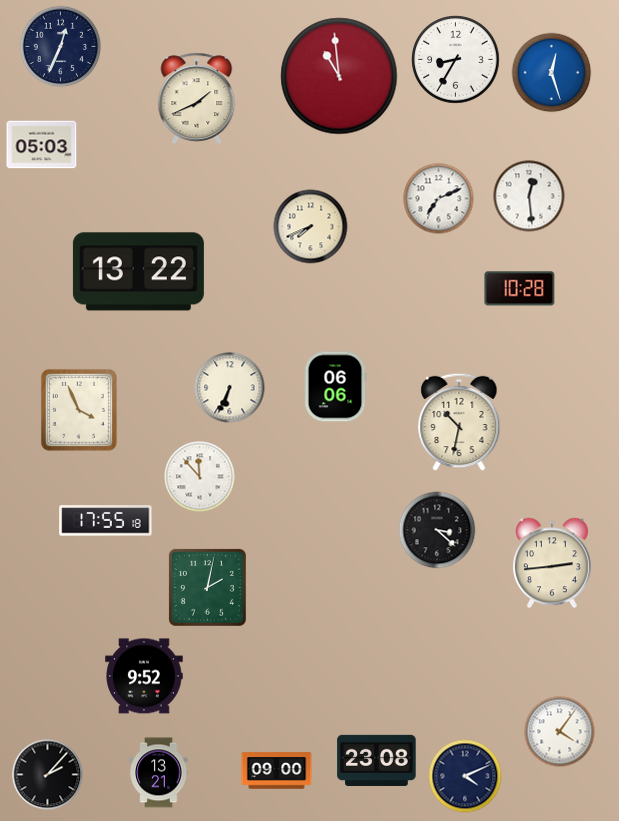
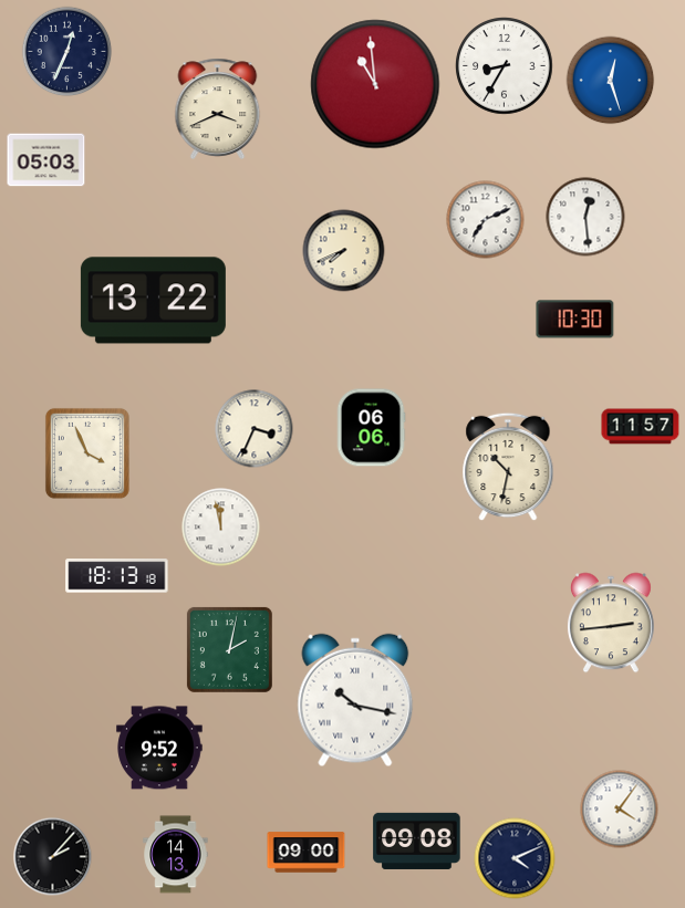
clock at (197, 98): 1:41 -> 3:41
clock at (520, 289): 10:28 -> 10:30
clock at (641, 427): none -> 11:57
clock at (230, 388): 6:34 -> 3:34
clock at (200, 477): 11:53 -> 11:58
clock at (106, 521): 17:55 -> 18:13
clock at (437, 530): 3:22 -> none
clock at (355, 700): none -> 10:17
clock at (377, 760): 23:08 -> 09:08
clock at (159, 773): 13:21 -> 14:13
